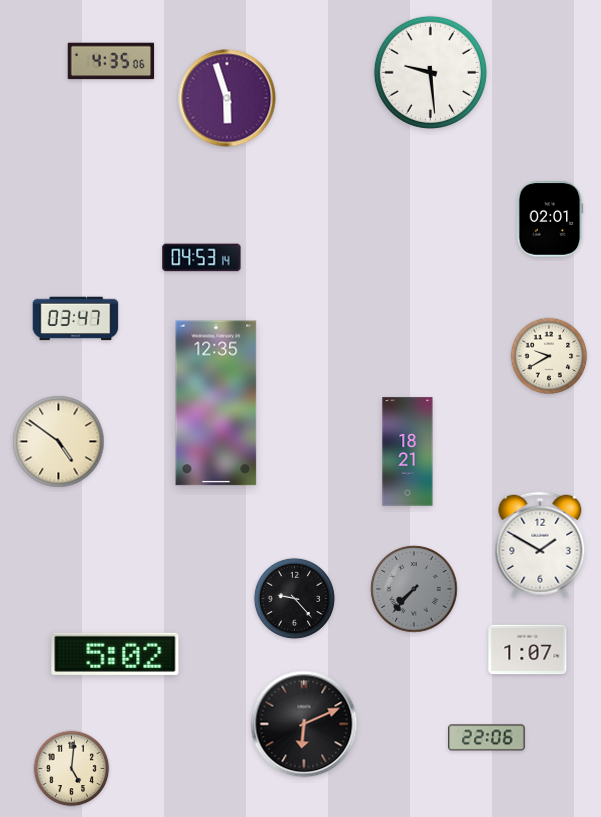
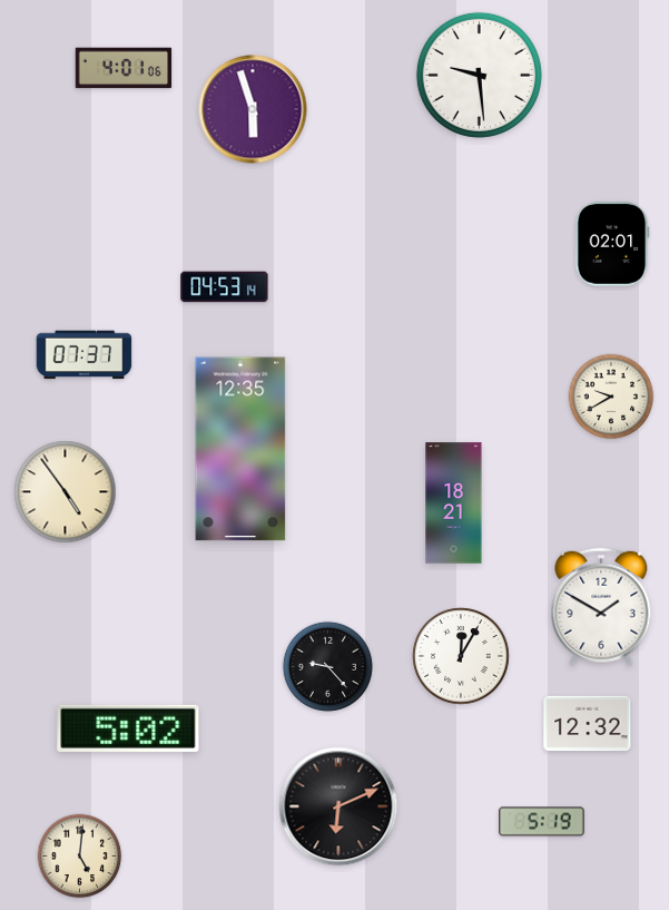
clock at (111, 61): 4:35 -> 4:01
clock at (430, 72) position: (430, 72) -> (479, 75)
clock at (76, 319): 03:47 -> 07:37
clock at (59, 442): 4:51 -> 4:54
clock at (414, 589): 7:37 -> 12:05
clock at (414, 589) dial: grey -> white
clock at (528, 650): 1:07 -> 12:32
clock at (487, 738): 22:06 -> 5:19
